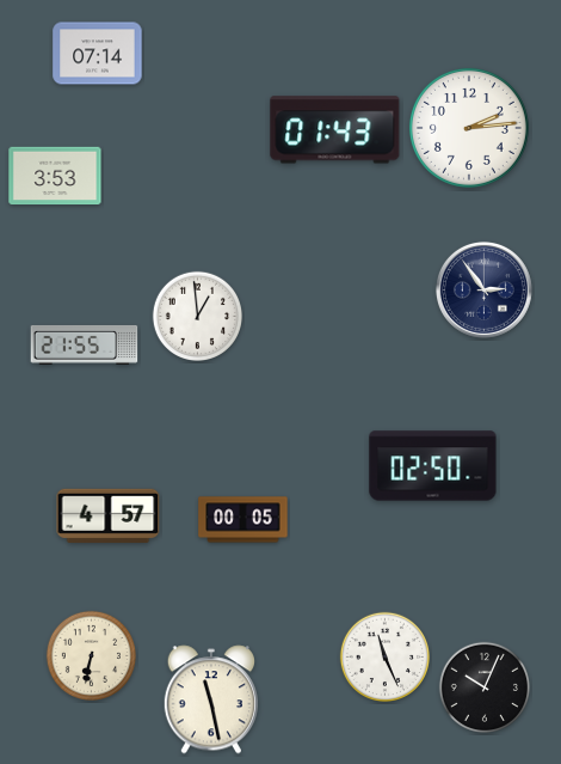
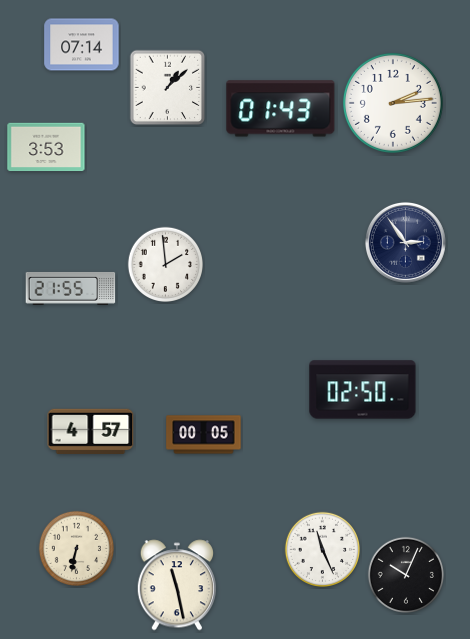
clock at (168, 88): none -> 1:08
clock at (469, 128) position: (469, 128) -> (393, 103)
clock at (197, 316): 12:59 -> 1:59
